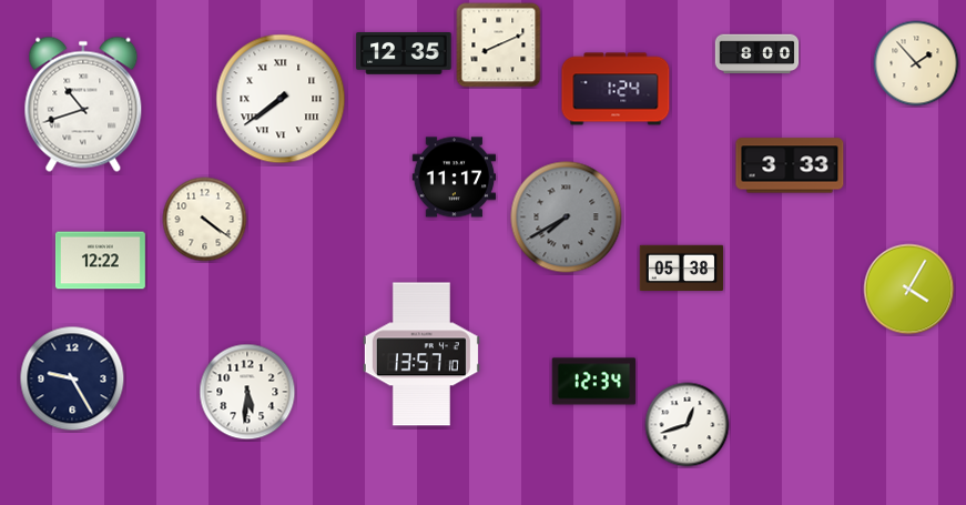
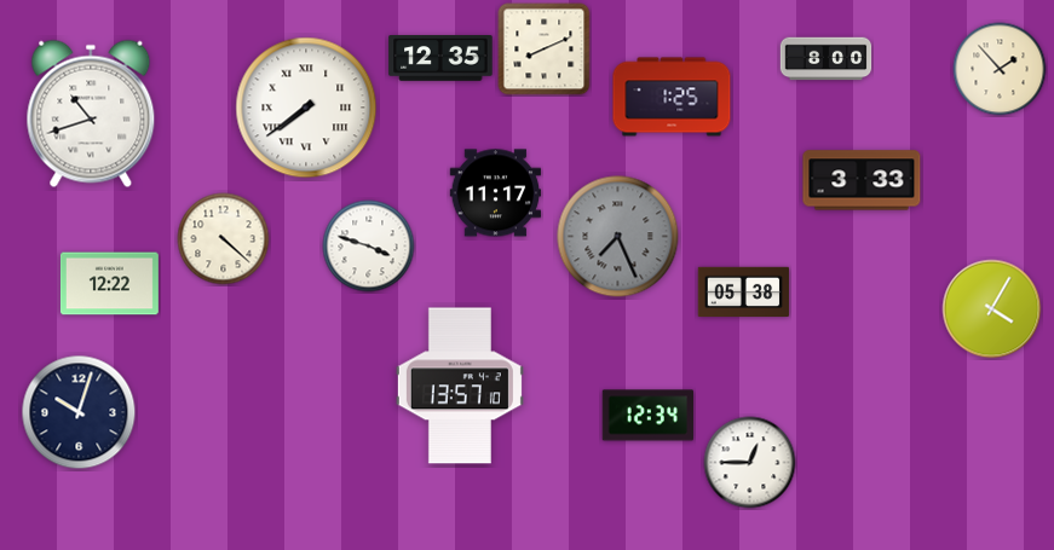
clock at (616, 89): 1:24 -> 1:25
clock at (567, 218): 7:40 -> 7:26
clock at (205, 220): 4:21 -> 4:22
clock at (369, 247): none -> 3:48
clock at (909, 290) position: (909, 290) -> (992, 309)
clock at (72, 378): 9:25 -> 10:03
clock at (247, 392): 5:31 -> none
clock at (688, 425): 12:42 -> 12:45
